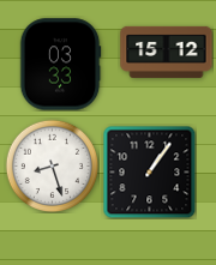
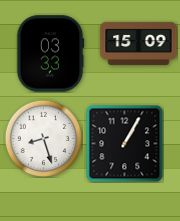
clock at (167, 52): 15:12 -> 15:09
clock at (149, 171): 1:06 -> 1:05
